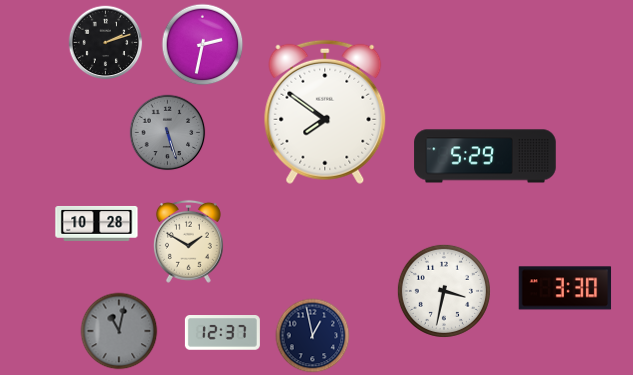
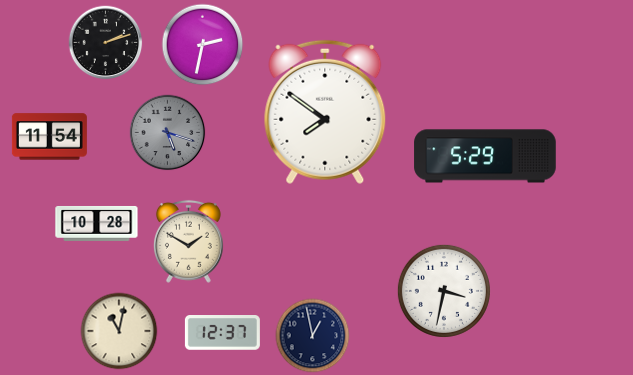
clock at (168, 133): 5:27 -> 5:18
clock at (49, 137): none -> 11:54
clock at (565, 288): 3:30 -> none
clock at (119, 331) dial: grey -> cream
